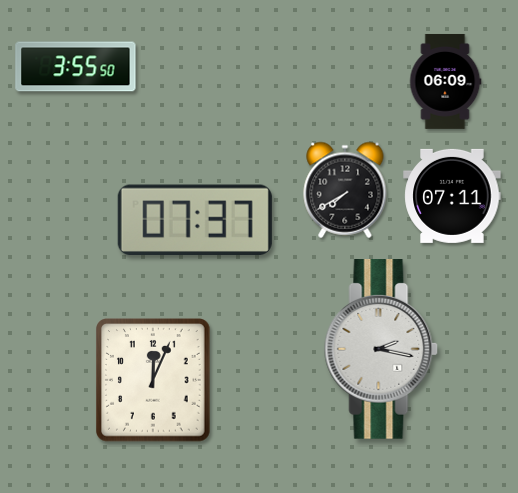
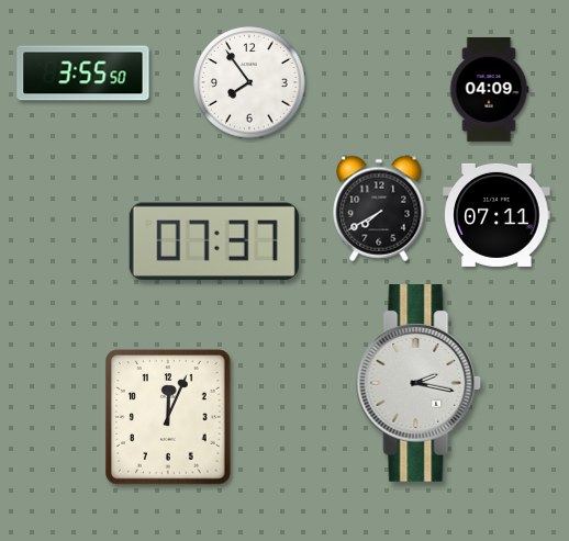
clock at (249, 82): none -> 7:54
clock at (445, 81): 06:09 -> 04:09
